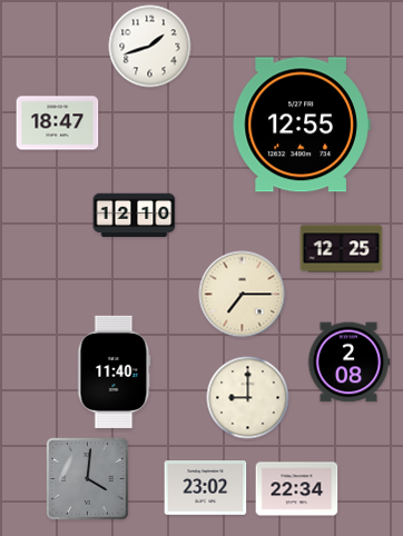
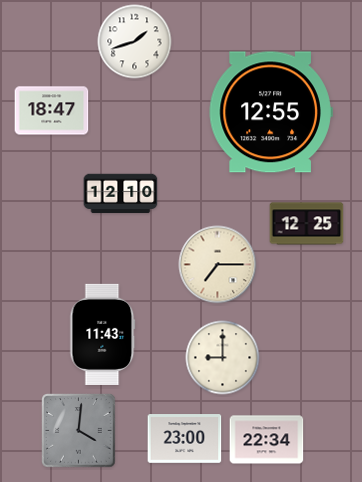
clock at (348, 363): 2:08 -> none
clock at (115, 371): 11:40 -> 11:43
clock at (206, 488): 23:02 -> 23:00
